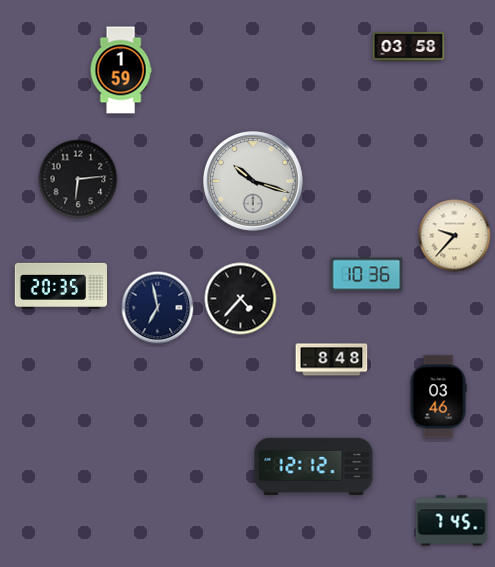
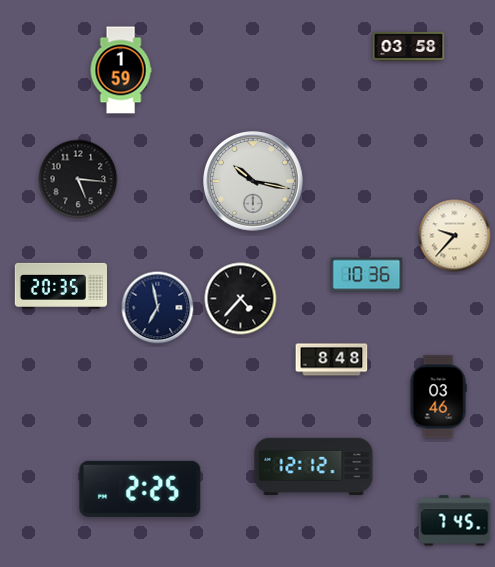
clock at (78, 179): 6:14 -> 5:16
clock at (254, 182): 10:18 -> 10:17
clock at (140, 489): none -> 2:25
clock at (452, 521) position: (452, 521) -> (455, 521)
